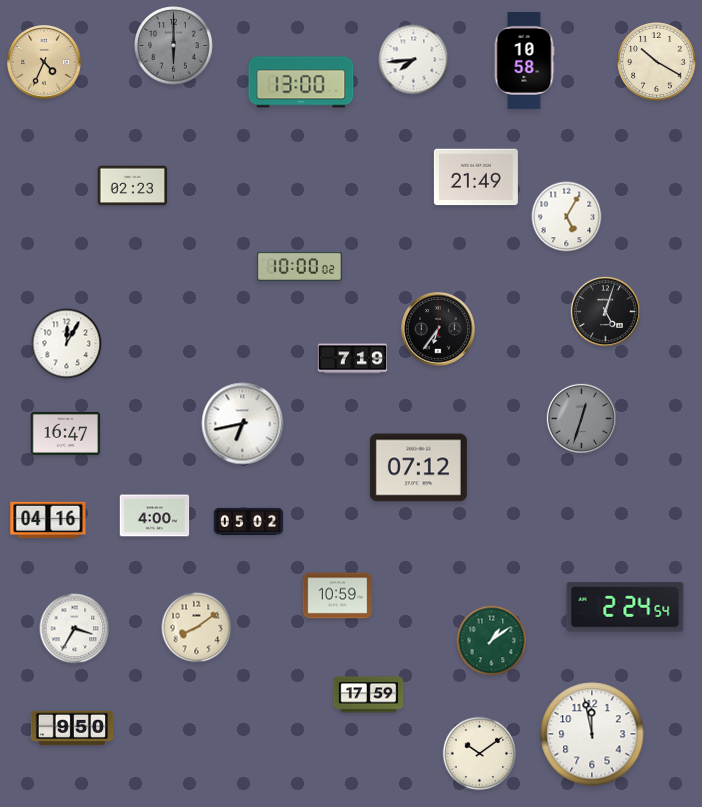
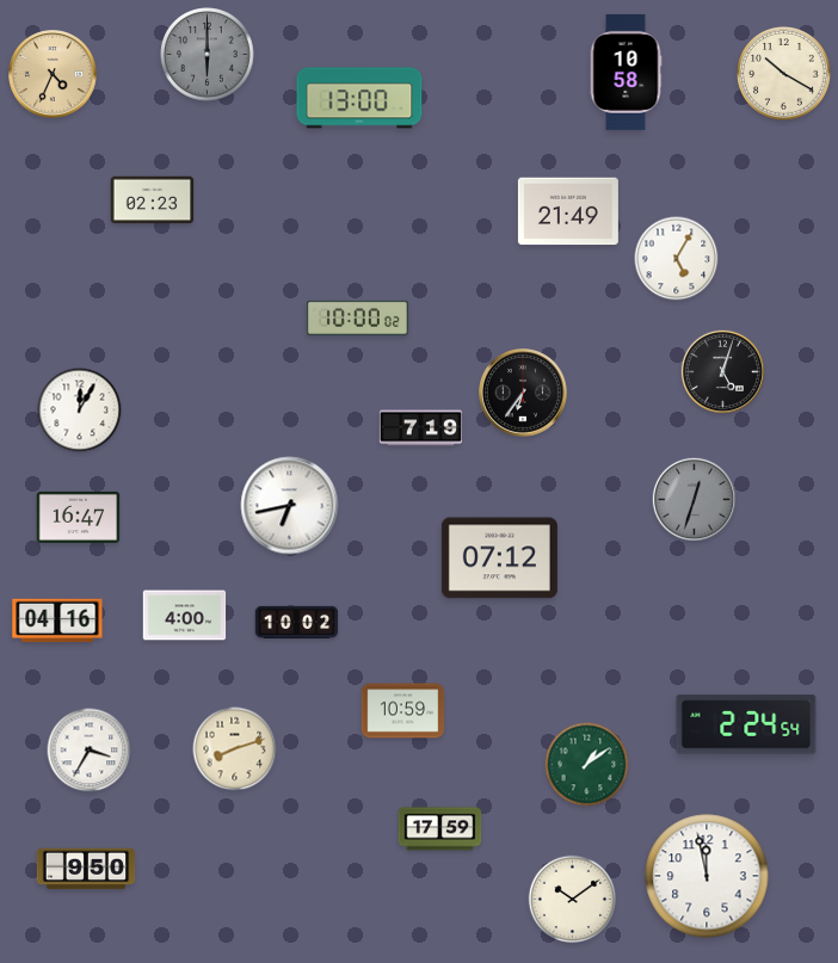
clock at (414, 60): 7:44 -> none
clock at (133, 186) position: (133, 186) -> (153, 200)
clock at (249, 521): 05:02 -> 10:02
clock at (197, 628): 8:09 -> 8:12
